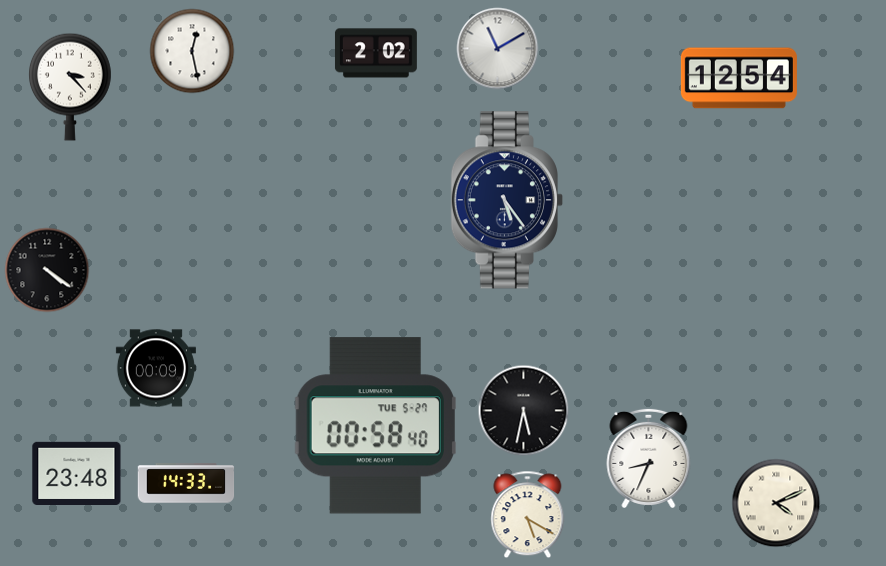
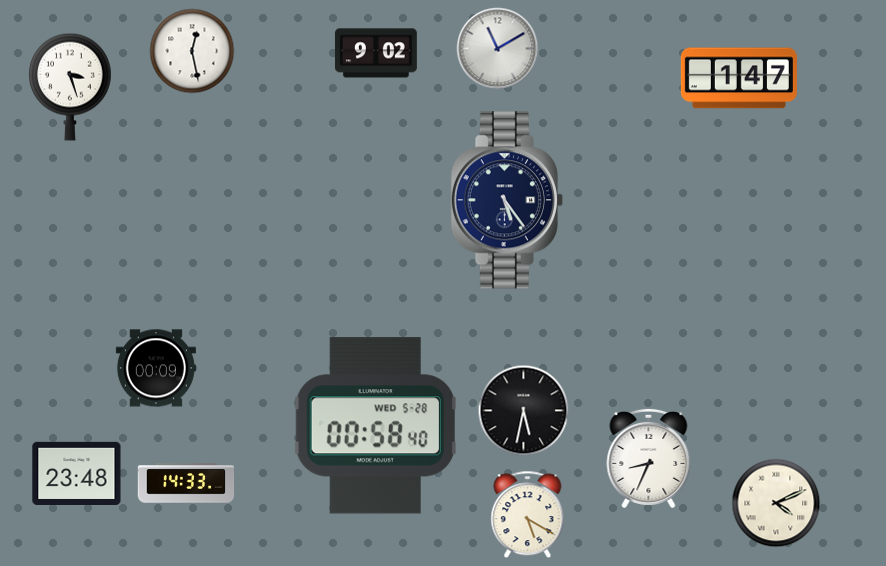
clock at (376, 53): 2:02 -> 9:02
clock at (739, 78): 12:54 -> 1:47
clock at (71, 87): 3:23 -> 3:27
clock at (47, 270): 4:21 -> none
clock at (375, 426) date: TUE 5-27 -> WED 5-28
